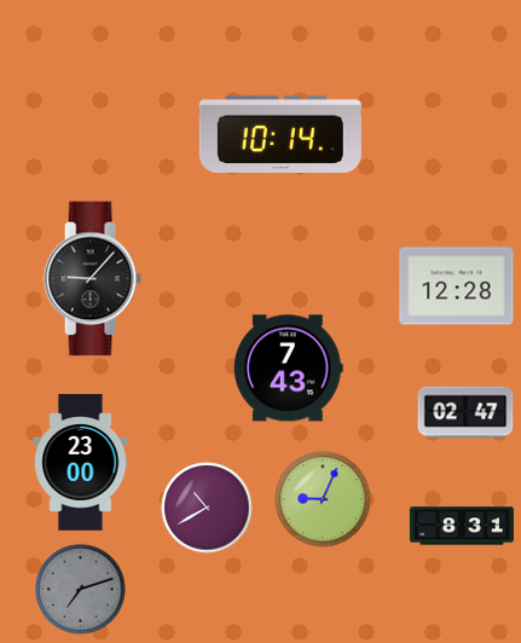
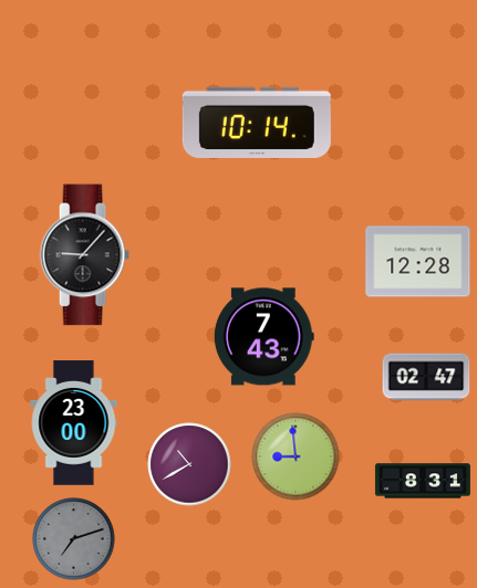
clock at (323, 499): 9:04 -> 8:59
